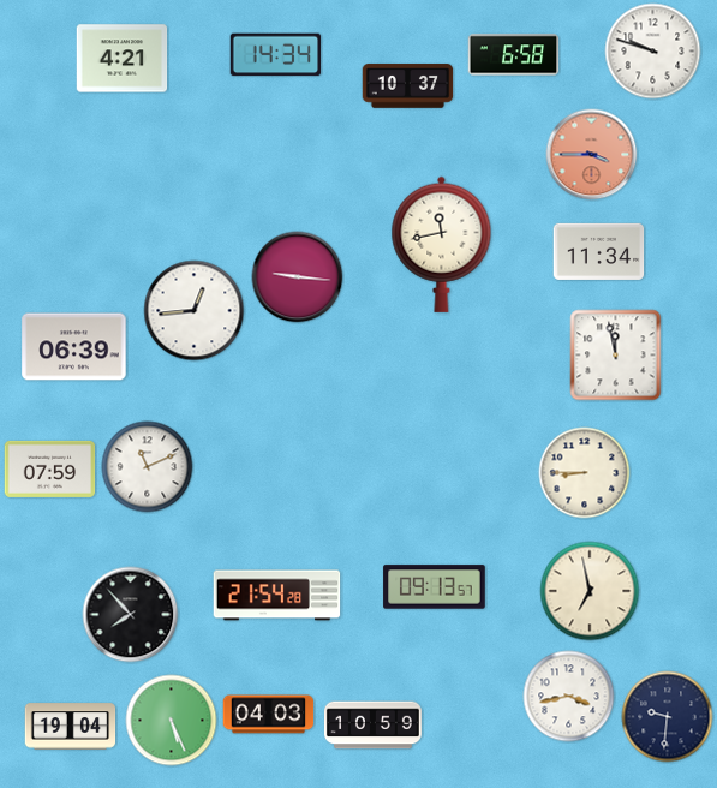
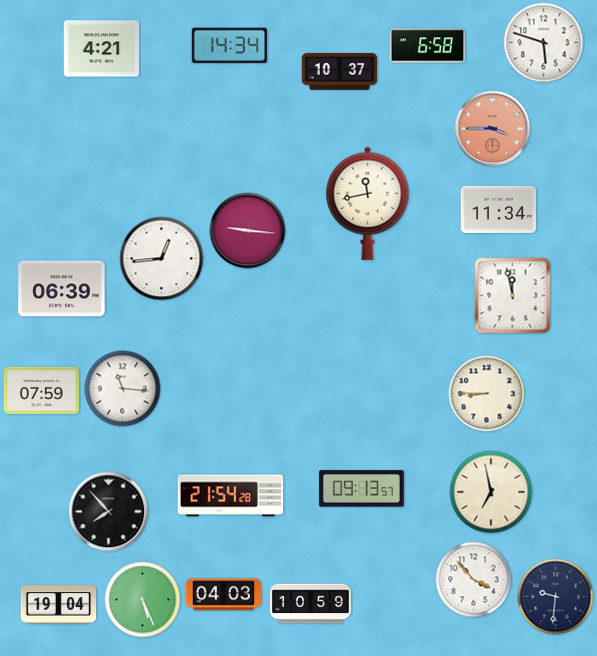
clock at (653, 52): 9:48 -> 5:48
clock at (148, 467): 11:11 -> 11:16
clock at (569, 697): 3:43 -> 3:53
